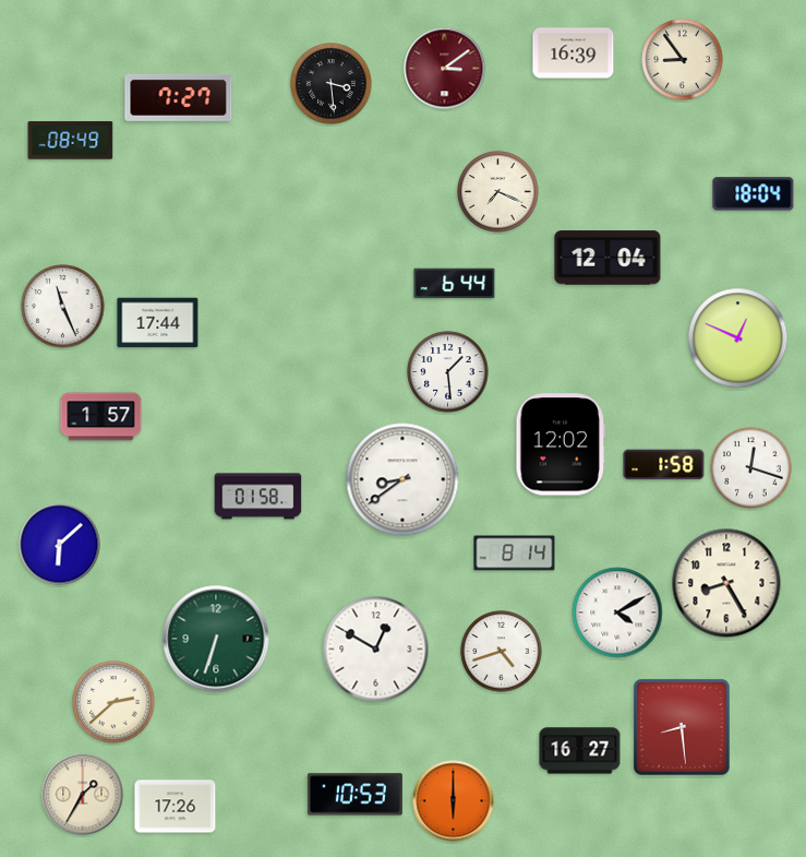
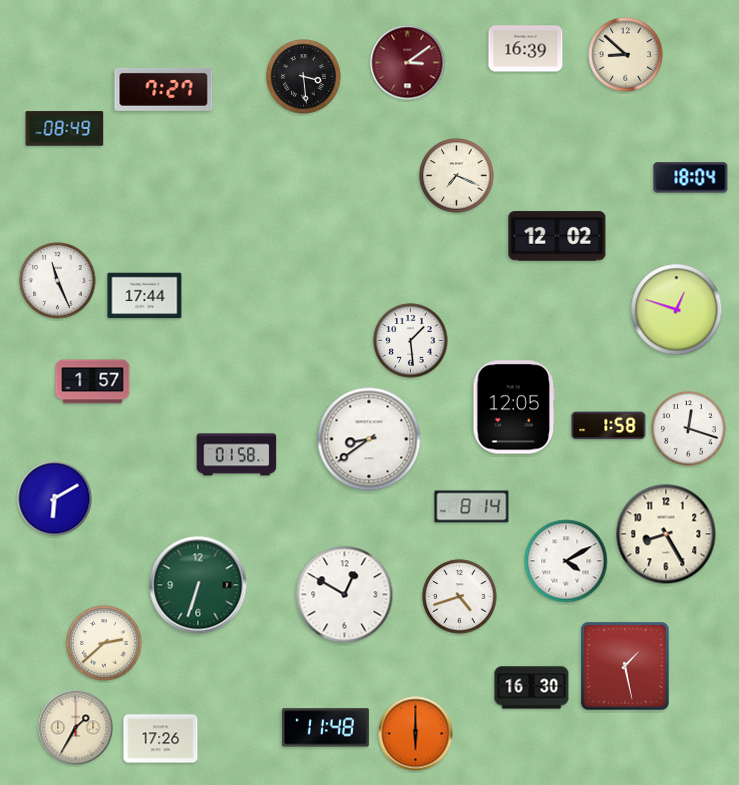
clock at (683, 60): 8:54 -> 8:52
clock at (607, 258): 12:04 -> 12:02
clock at (455, 284): 6:44 -> none
clock at (738, 338): 12:49 -> 12:48
clock at (561, 444): 12:02 -> 12:05
clock at (60, 545): 6:08 -> 6:10
clock at (683, 728): 8:29 -> 1:28
clock at (580, 751): 16:27 -> 16:30
clock at (354, 795): 10:53 -> 11:48
